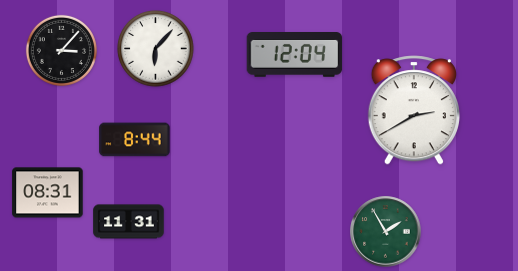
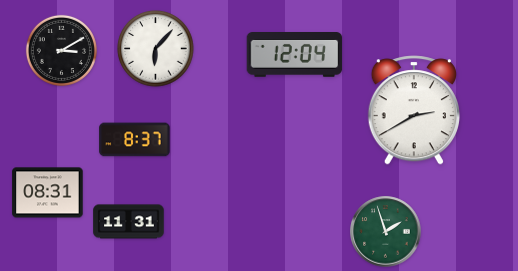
clock at (61, 50): 3:07 -> 3:10
clock at (135, 140): 8:44 -> 8:37
clock at (386, 232): 1:55 -> 1:57
